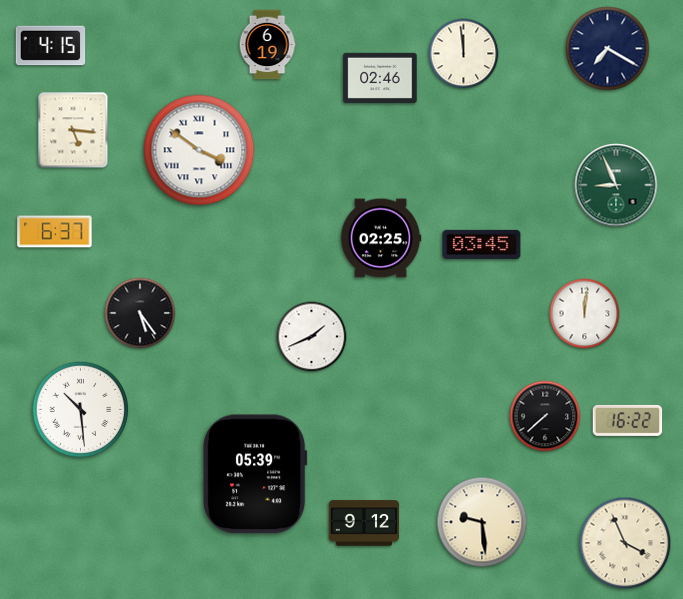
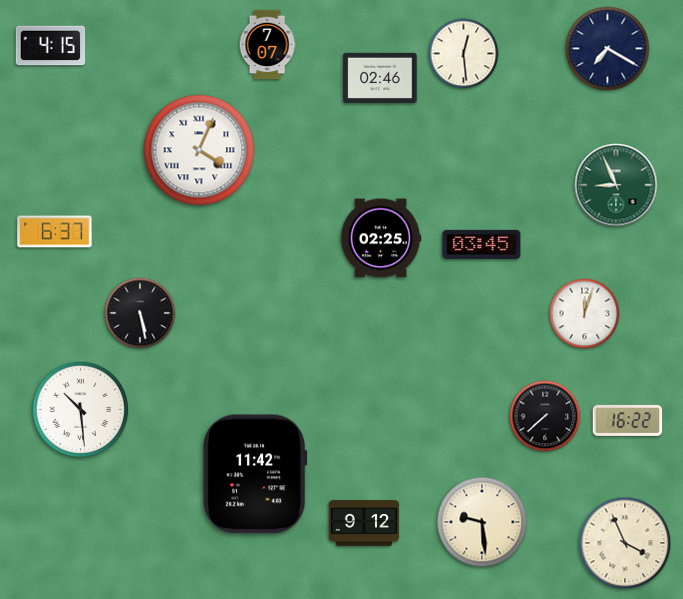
clock at (267, 45): 6:19 -> 7:07
clock at (464, 54): 11:59 -> 12:29
clock at (73, 130): 5:16 -> none
clock at (199, 150): 3:51 -> 4:04
clock at (140, 313): 5:24 -> 5:28
clock at (585, 314): 12:01 -> 12:03
clock at (312, 337): 1:41 -> none
clock at (255, 474): 05:39 -> 11:42
